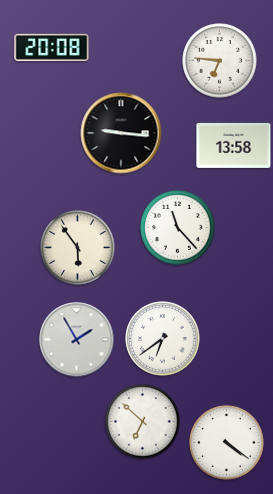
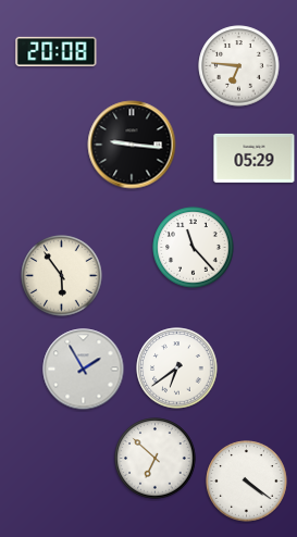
clock at (234, 145): 13:58 -> 05:29
clock at (78, 248) position: (78, 248) -> (62, 276)
